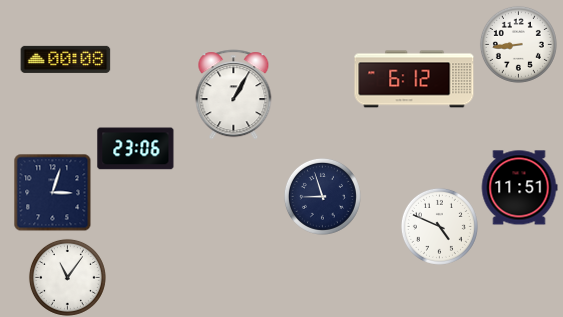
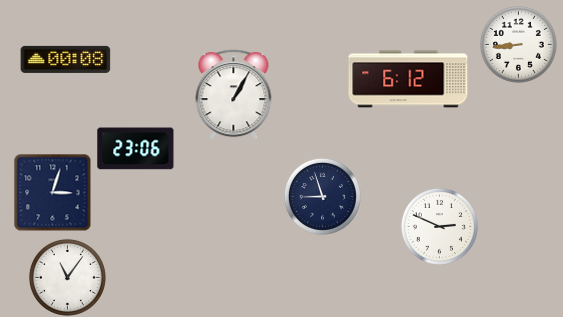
clock at (414, 79) position: (414, 79) -> (408, 79)
clock at (519, 188): 11:51 -> none
clock at (439, 226): 4:49 -> 2:49
